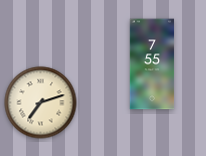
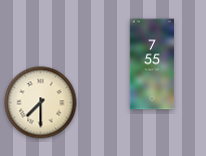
clock at (41, 103): 7:12 -> 7:30
